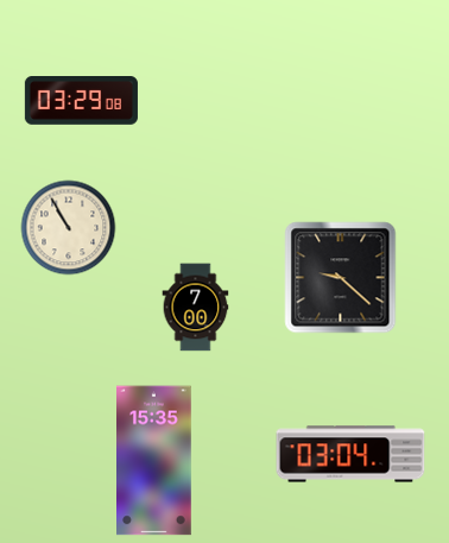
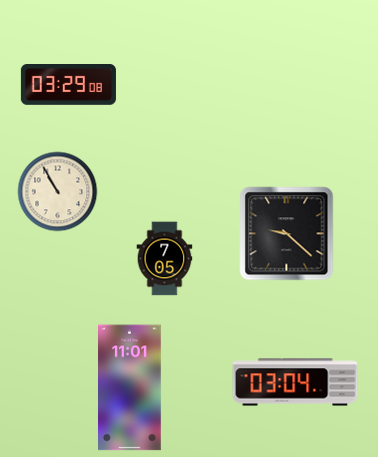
clock at (196, 308): 7:00 -> 7:05
clock at (154, 461): 15:35 -> 11:01
